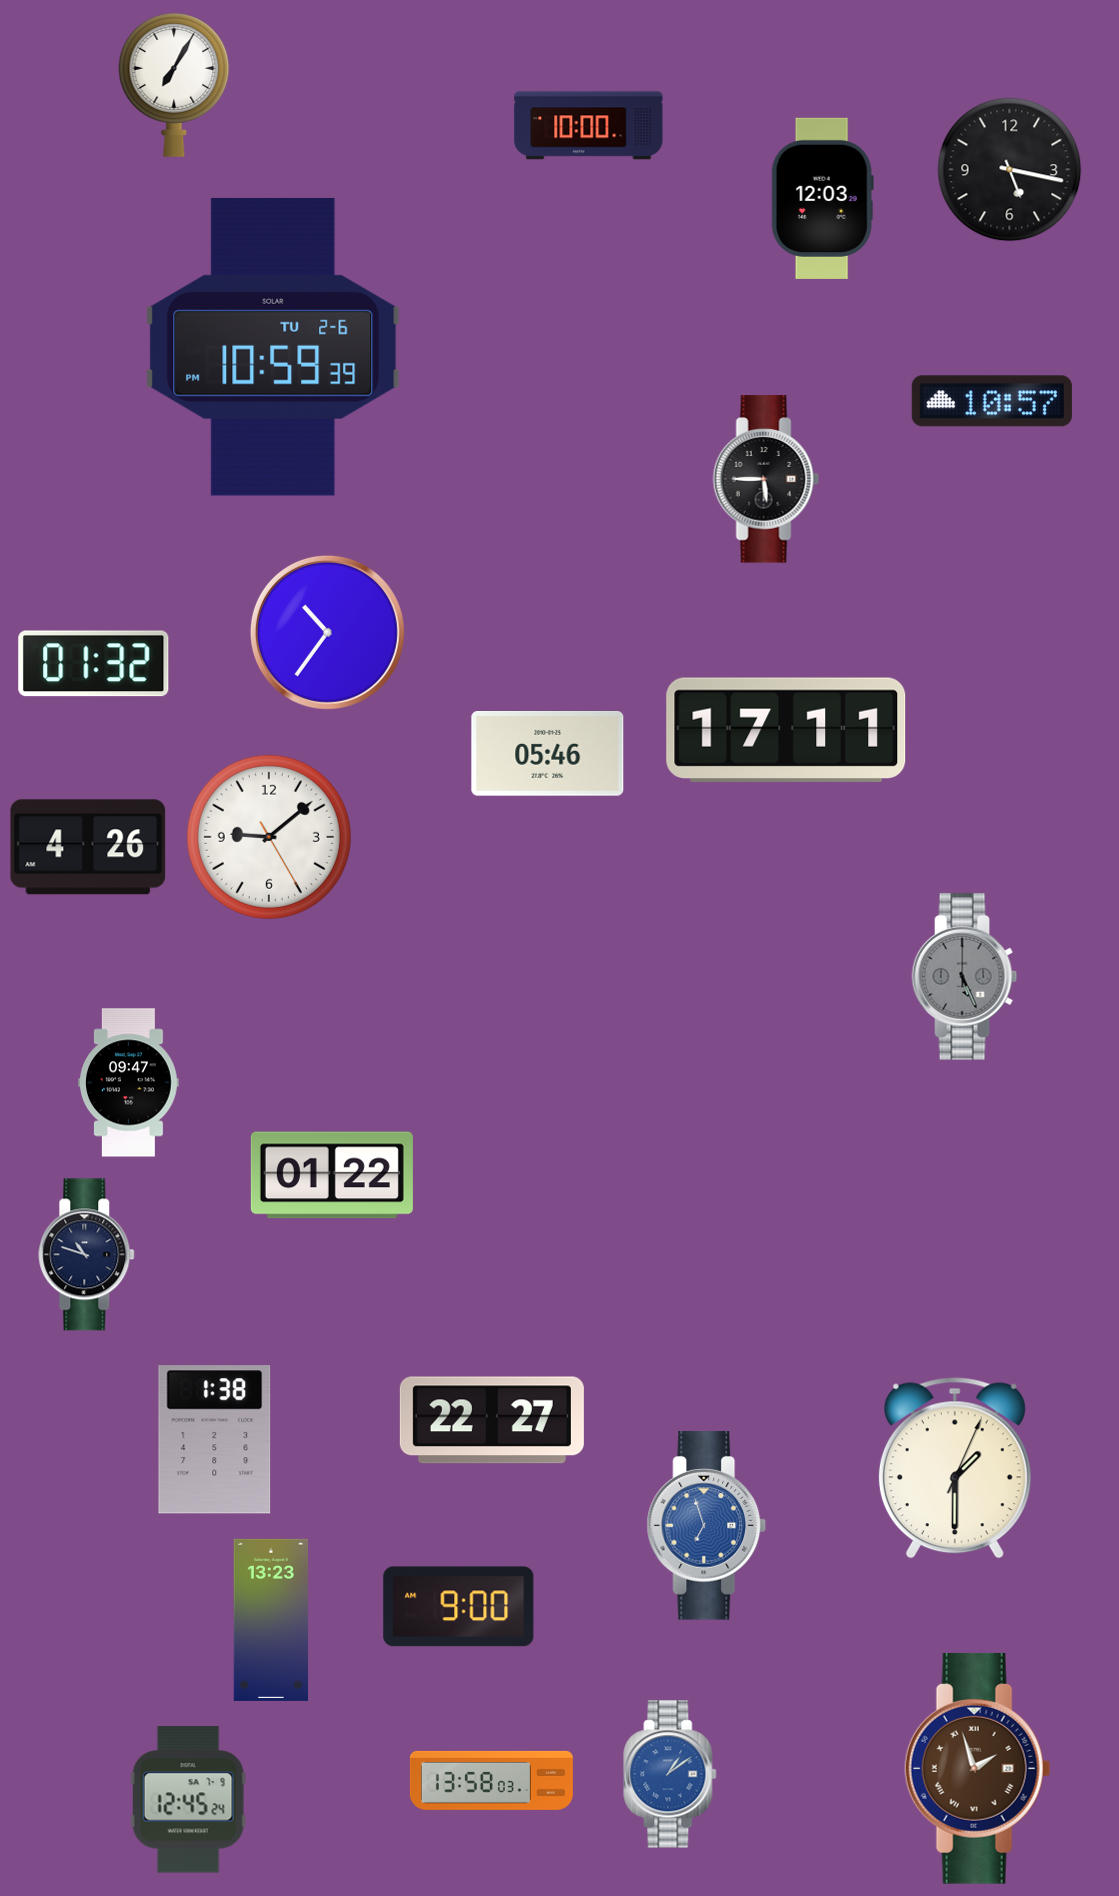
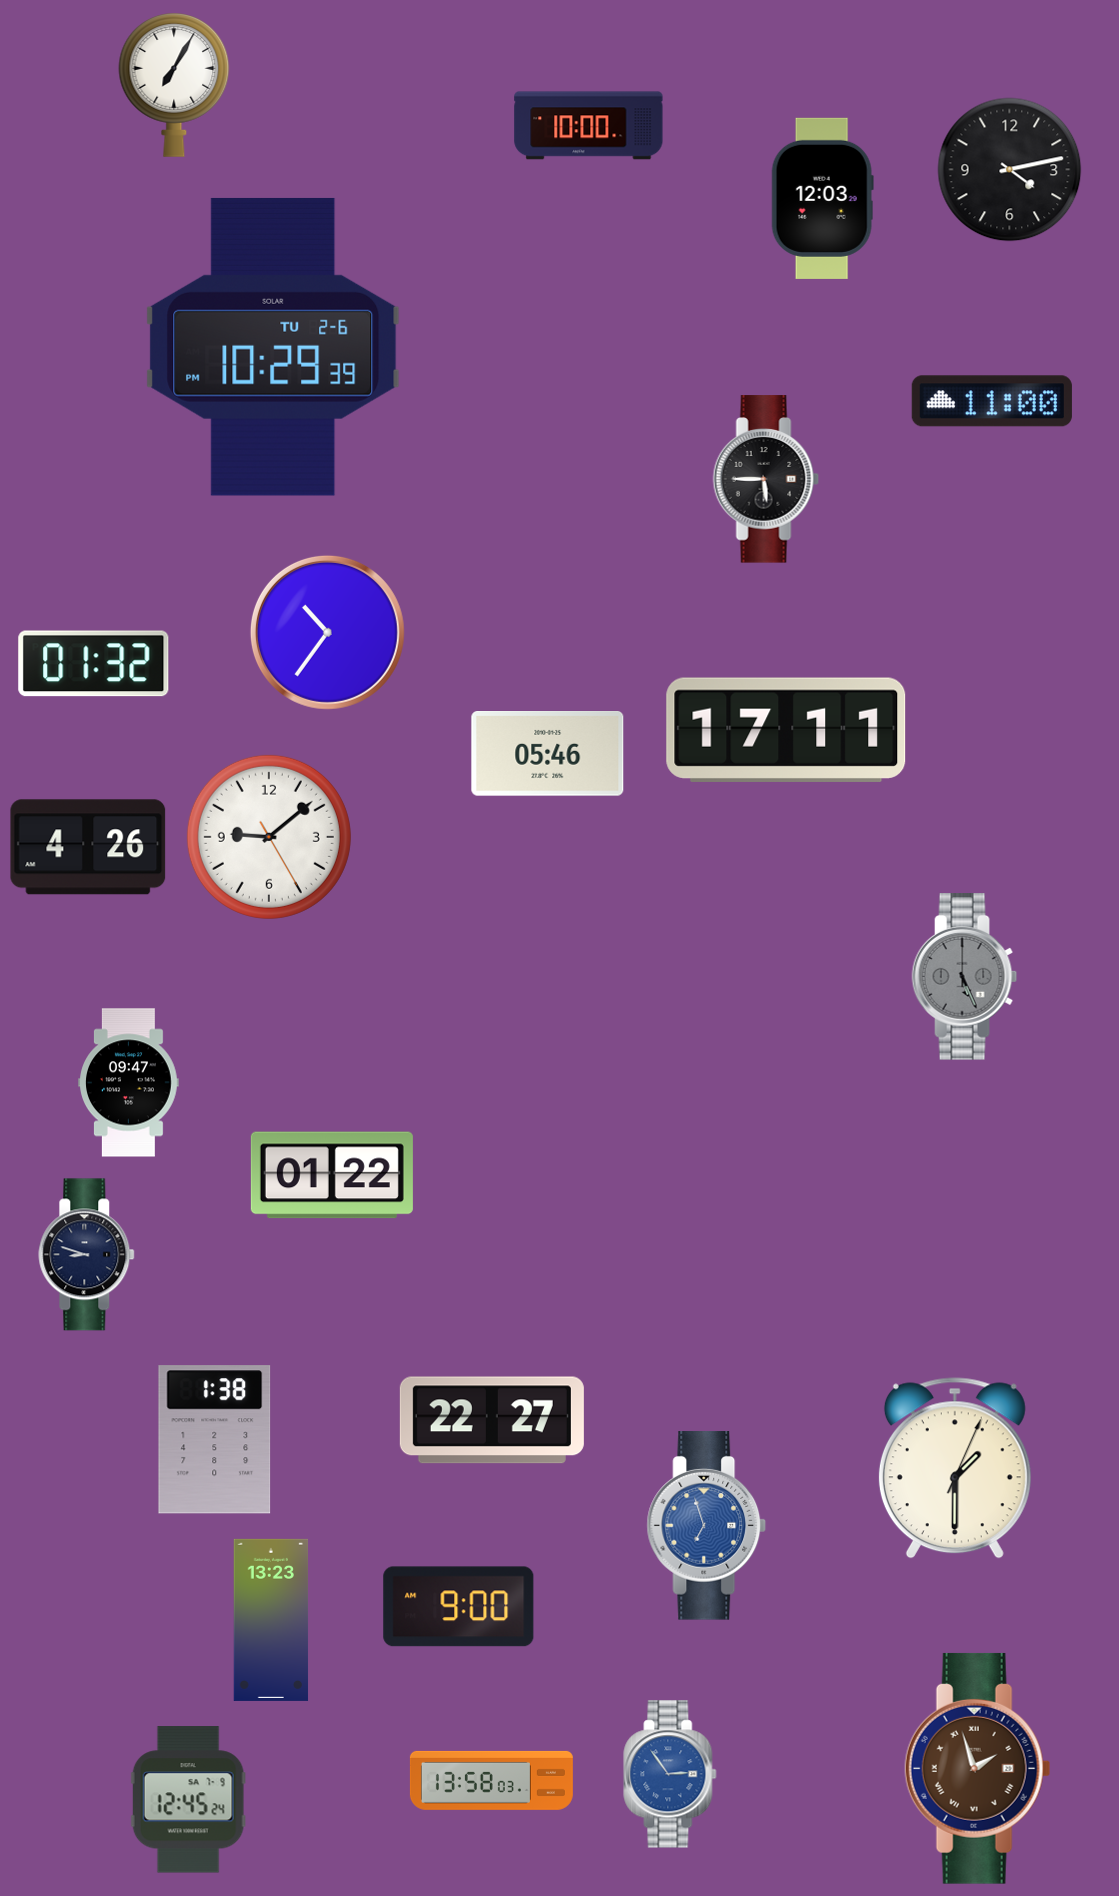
clock at (1010, 170): 5:17 -> 4:13
clock at (273, 347): 10:59 -> 10:29
clock at (992, 401): 10:57 -> 11:00
clock at (87, 1255): 10:48 -> 8:48
clock at (670, 1774): 1:09 -> 2:54
